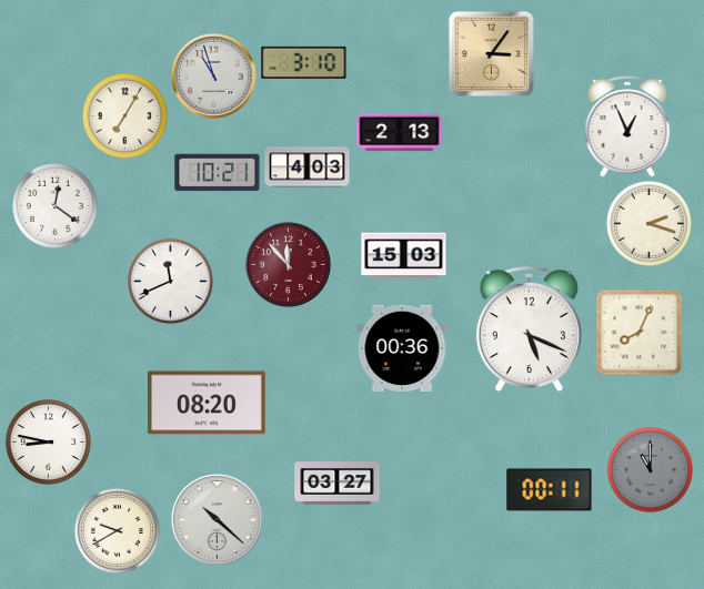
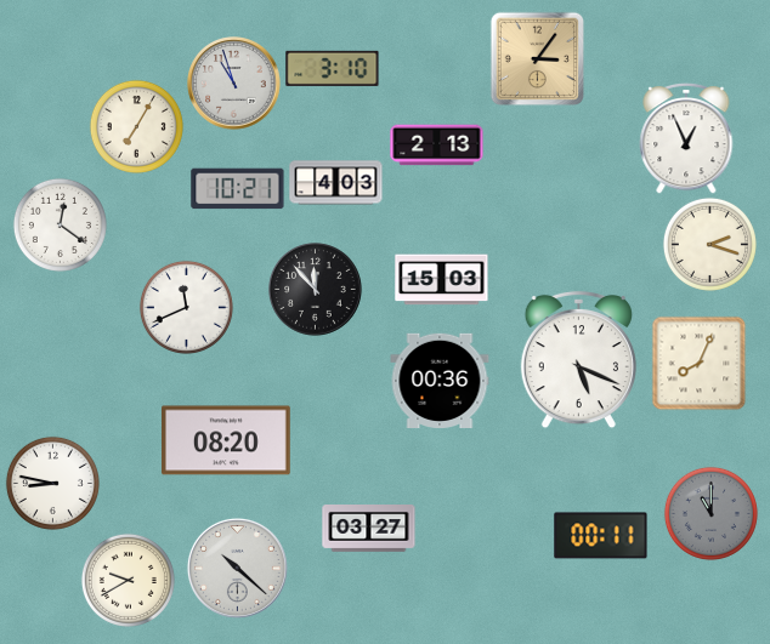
clock at (289, 265) dial: burgundy -> black
